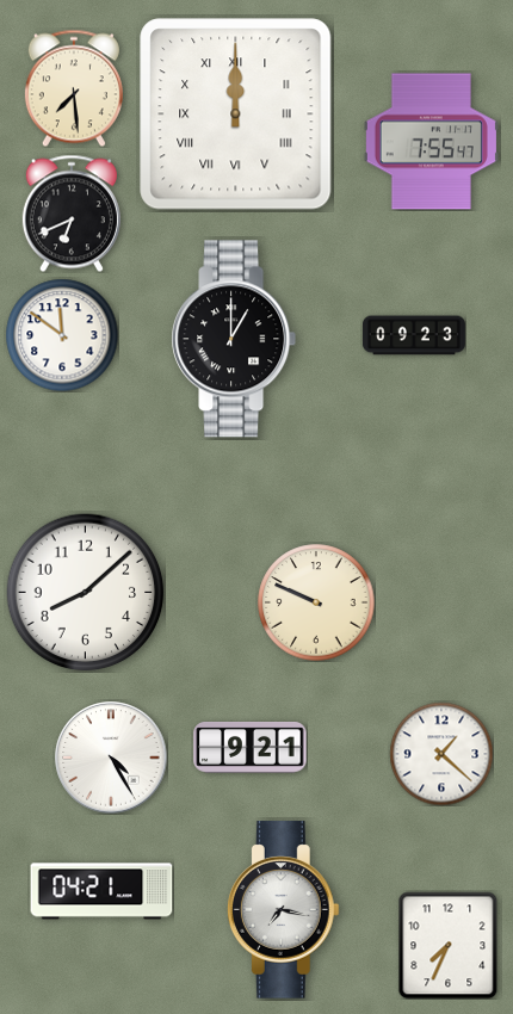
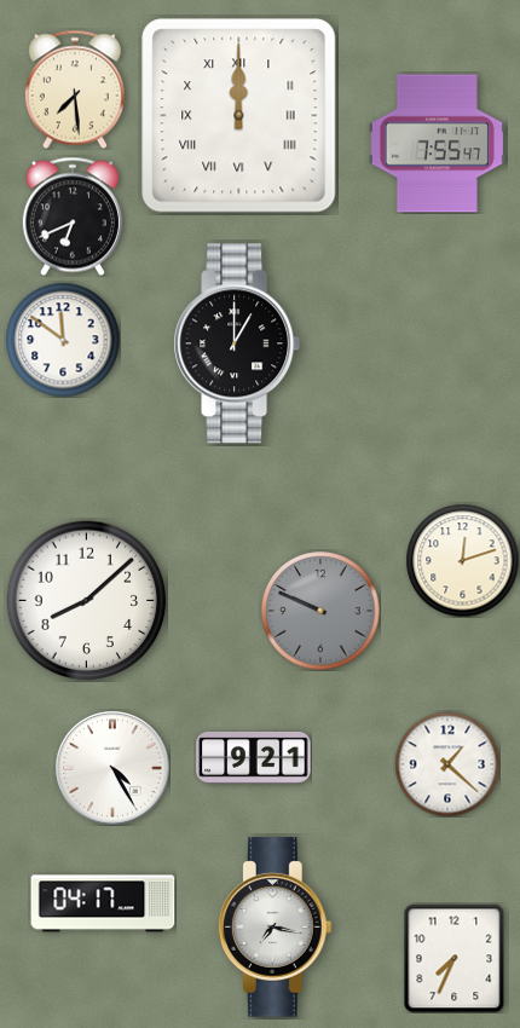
clock at (414, 335): 09:23 -> none
clock at (462, 560): none -> 12:12
clock at (316, 602) dial: cream -> grey
clock at (101, 891): 04:21 -> 04:17
clock at (283, 910) position: (283, 910) -> (275, 928)
